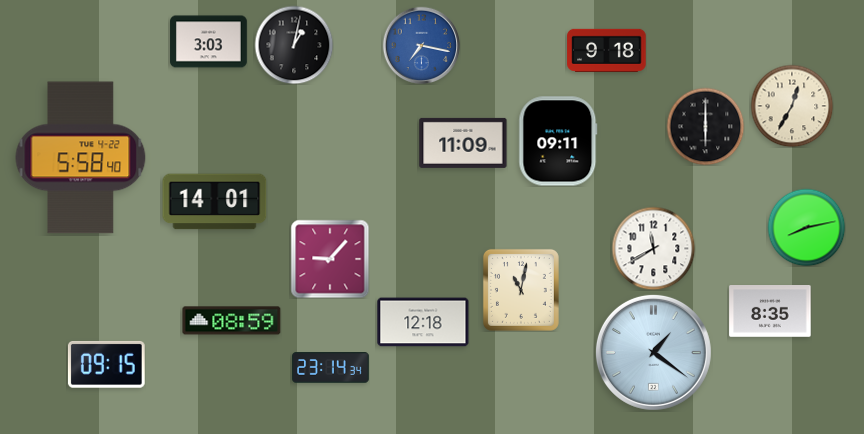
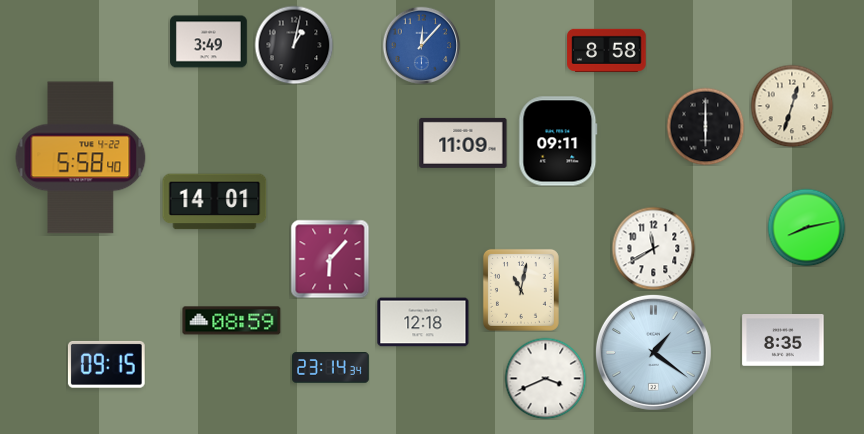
clock at (209, 42): 3:03 -> 3:49
clock at (421, 45): 7:17 -> 12:07
clock at (607, 50): 9:18 -> 8:58
clock at (792, 106): 12:35 -> 12:33
clock at (330, 259): 9:07 -> 6:07
clock at (770, 311) position: (770, 311) -> (783, 340)
clock at (545, 378): none -> 3:41
